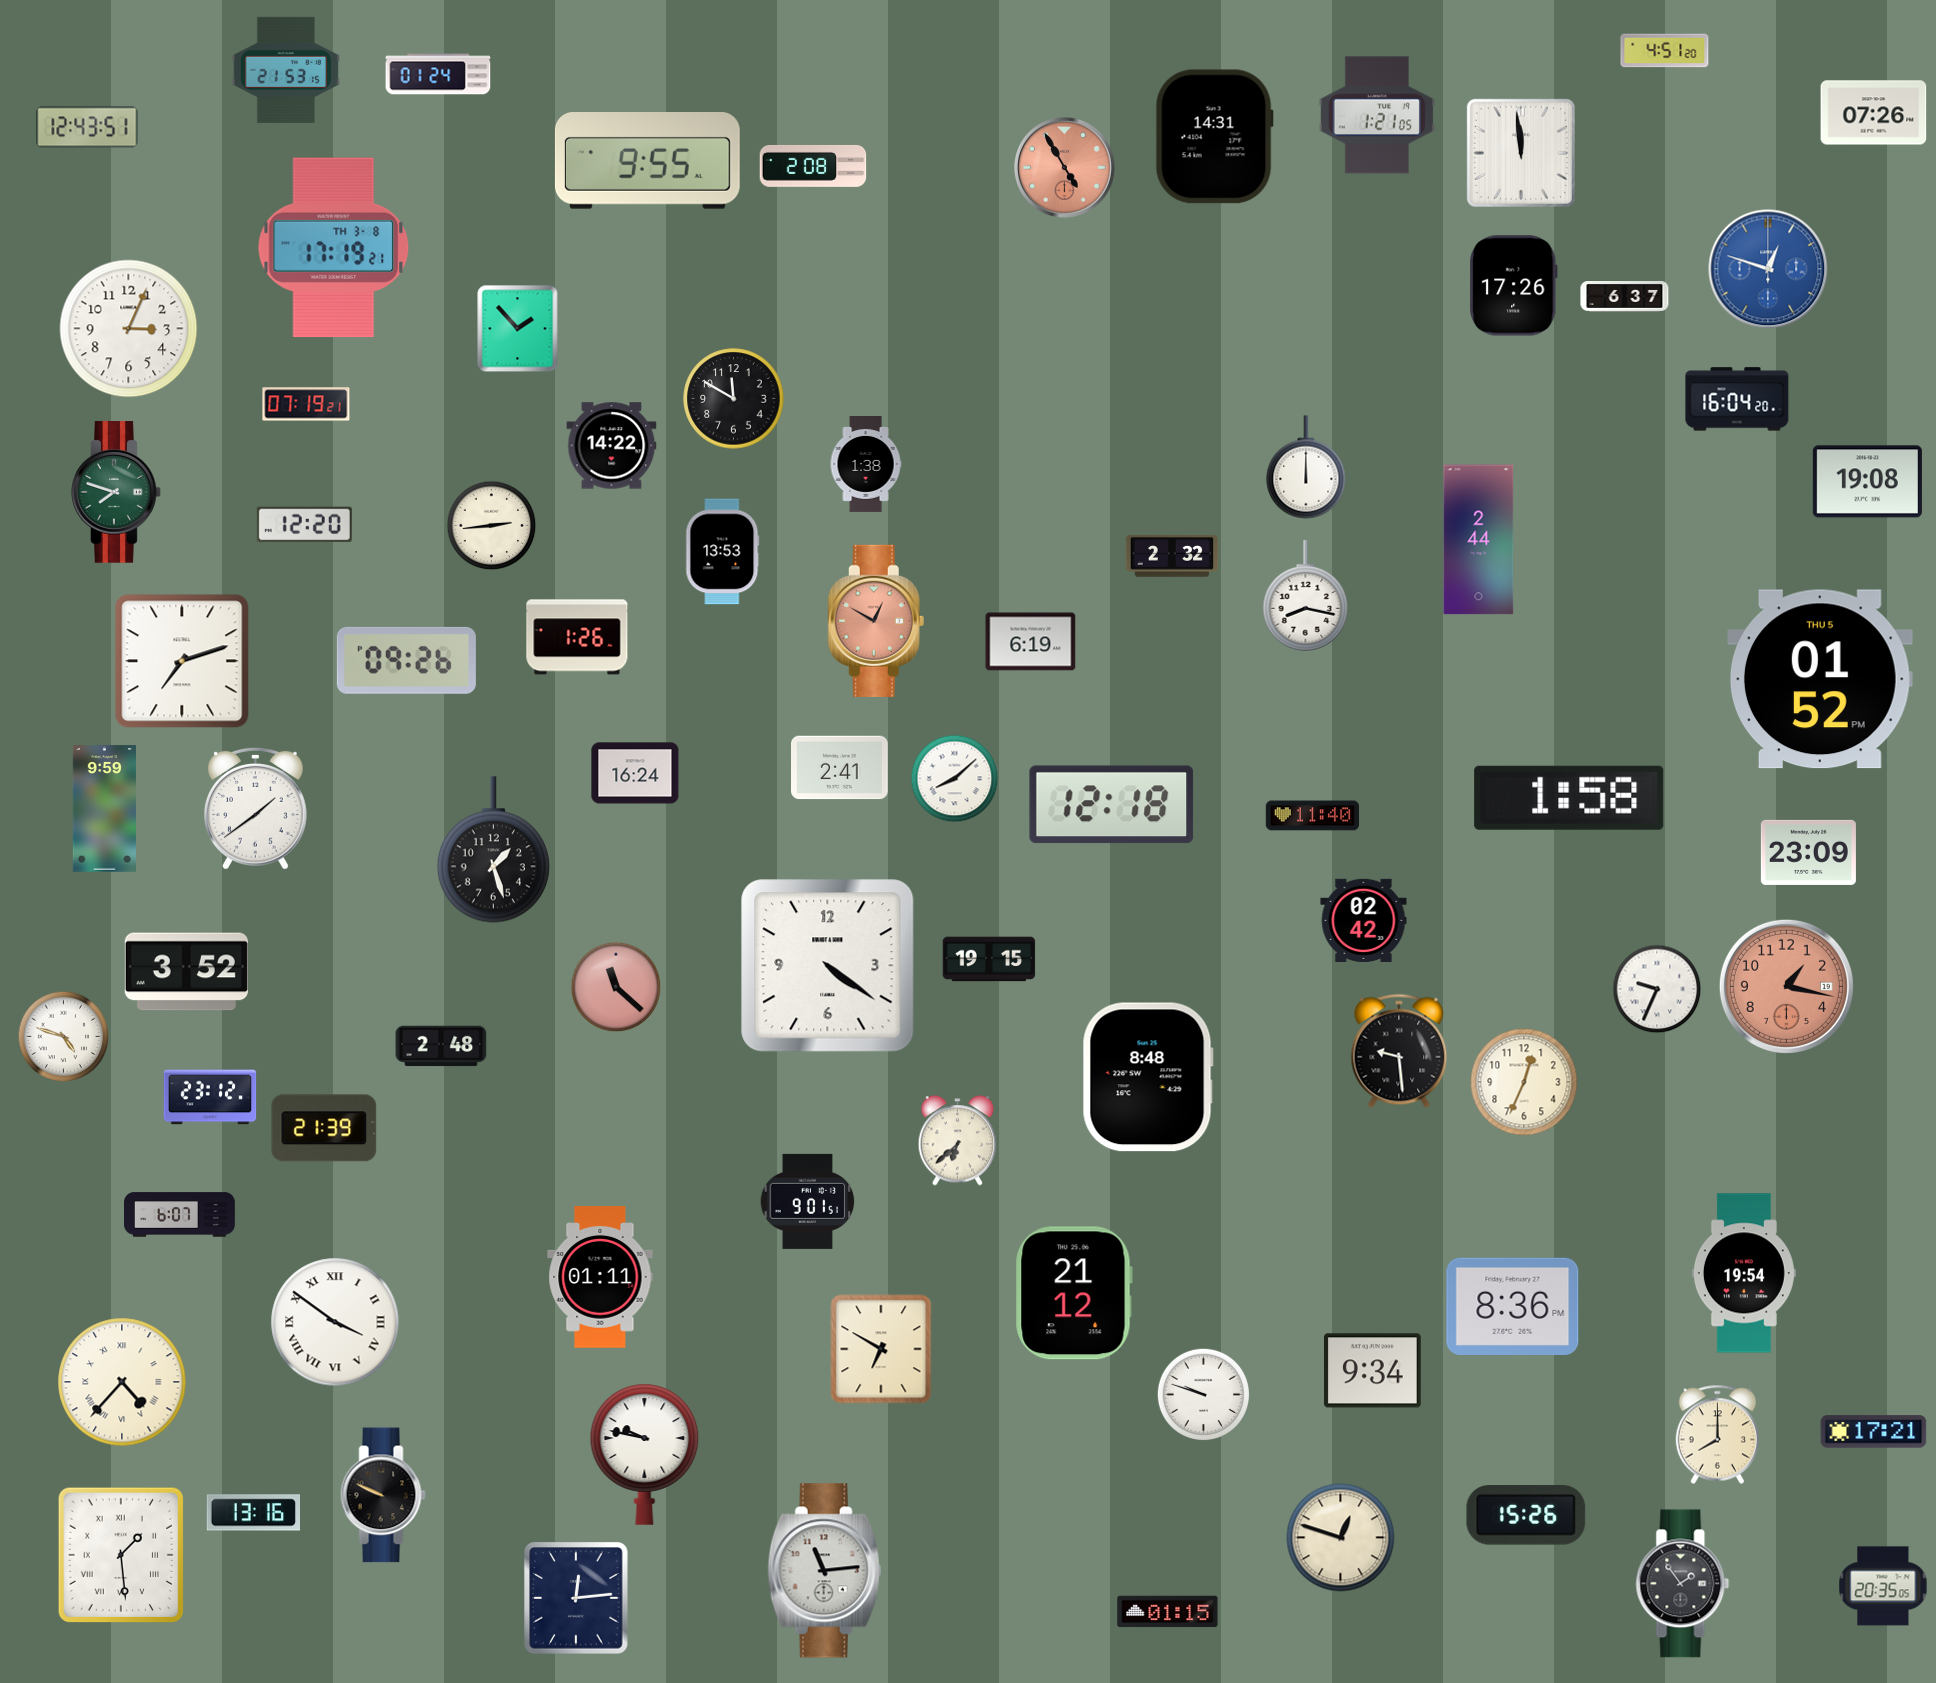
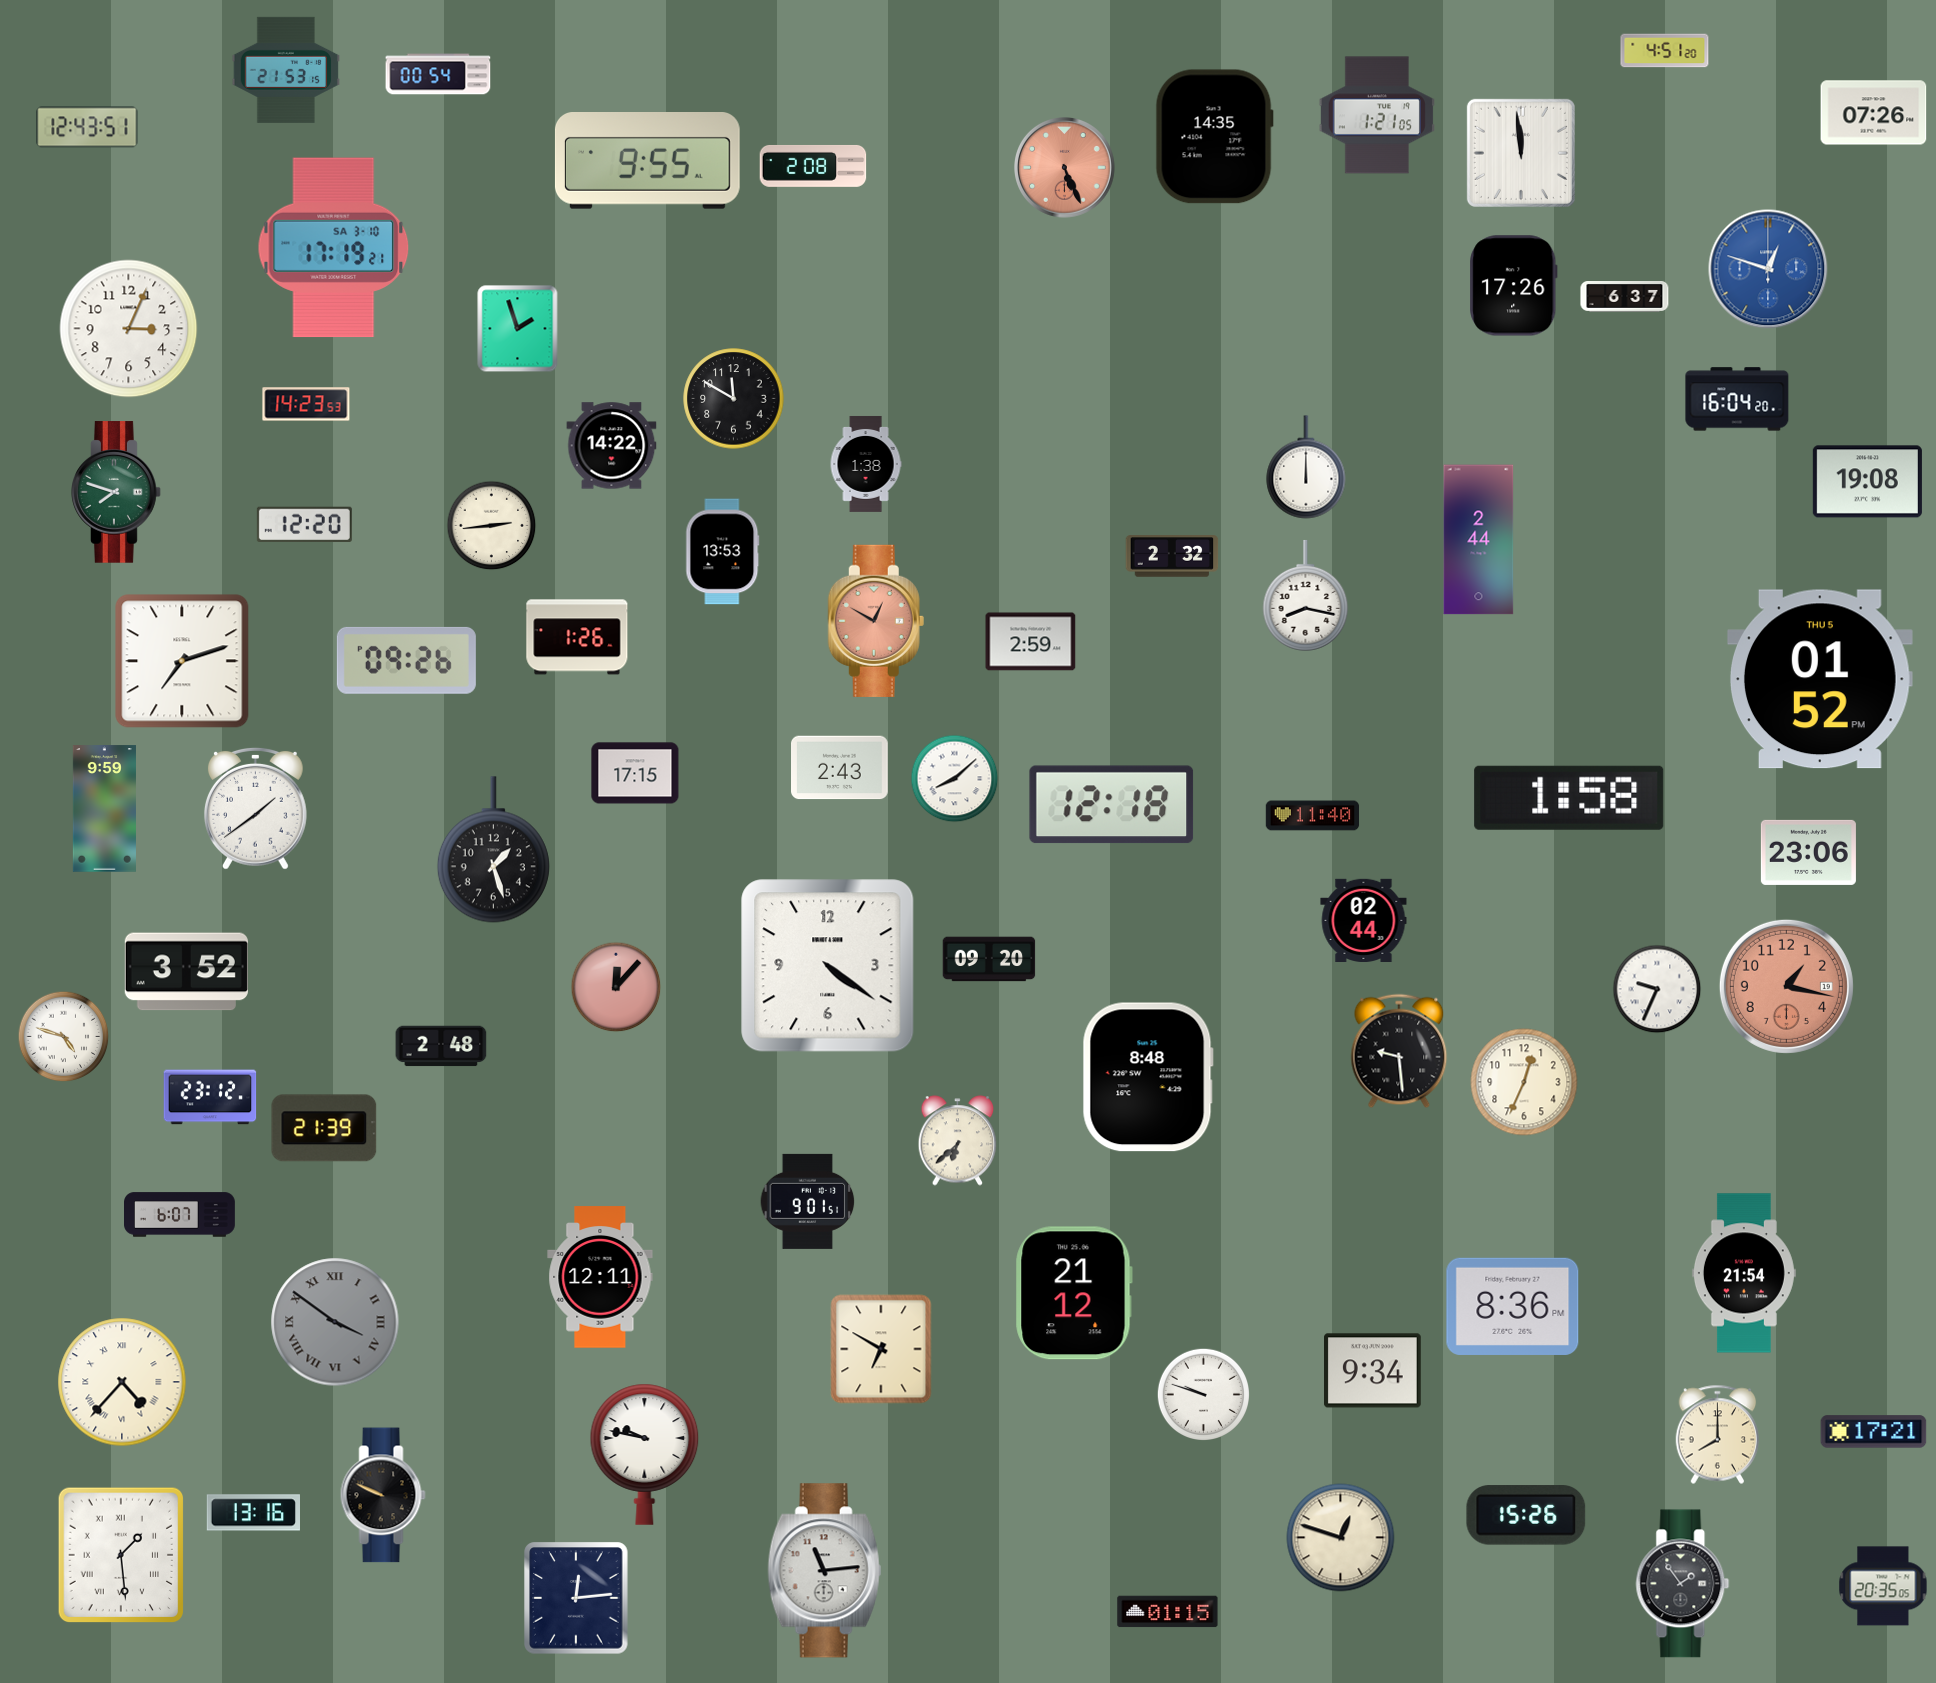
clock at (438, 74): 01:24 -> 00:54
clock at (1214, 137): 14:31 -> 14:35
clock at (1065, 168): 4:55 -> 5:26
clock at (334, 248) date: TH 3-8 -> SA 3-10
clock at (518, 329): 1:53 -> 1:57
clock at (306, 404): 07:19 -> 14:23
clock at (1031, 642): 6:19 -> 2:59
clock at (840, 768): 2:41 -> 2:43
clock at (635, 773): 16:24 -> 17:15
clock at (1808, 852): 23:09 -> 23:06
clock at (1364, 920): 02:42 -> 02:44
clock at (989, 959): 19:15 -> 09:20
clock at (616, 987): 11:22 -> 12:07
clock at (1744, 1273): 19:54 -> 21:54
clock at (600, 1277): 01:11 -> 12:11
clock at (335, 1322) dial: white -> grey
